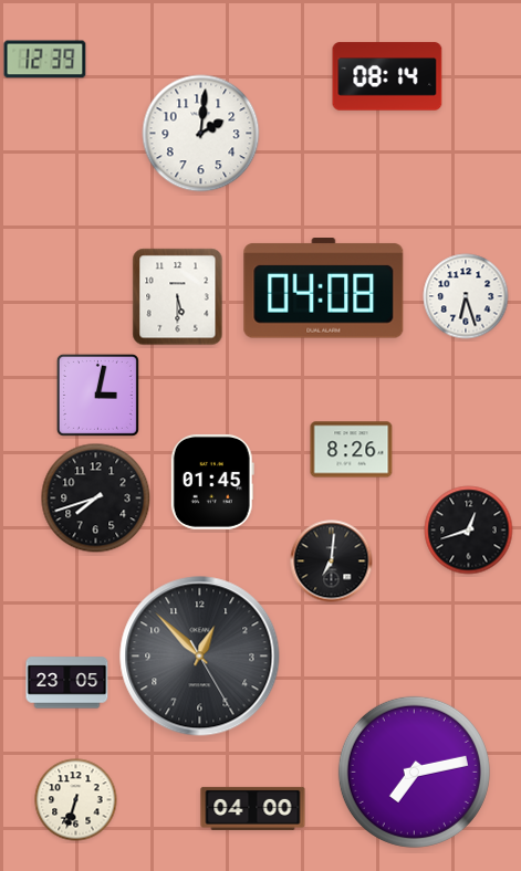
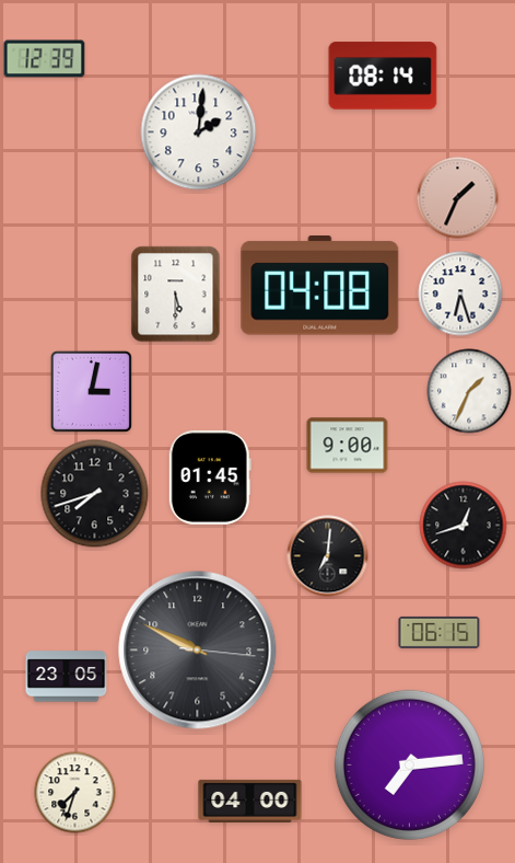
clock at (458, 198): none -> 1:34
clock at (97, 395) position: (97, 395) -> (91, 391)
clock at (469, 391): none -> 1:34
clock at (352, 450): 8:26 -> 9:00
clock at (440, 632): none -> 06:15
clock at (200, 657): 12:52 -> 9:49
clock at (414, 772): 7:13 -> 7:14
clock at (76, 800): 6:33 -> 7:33
